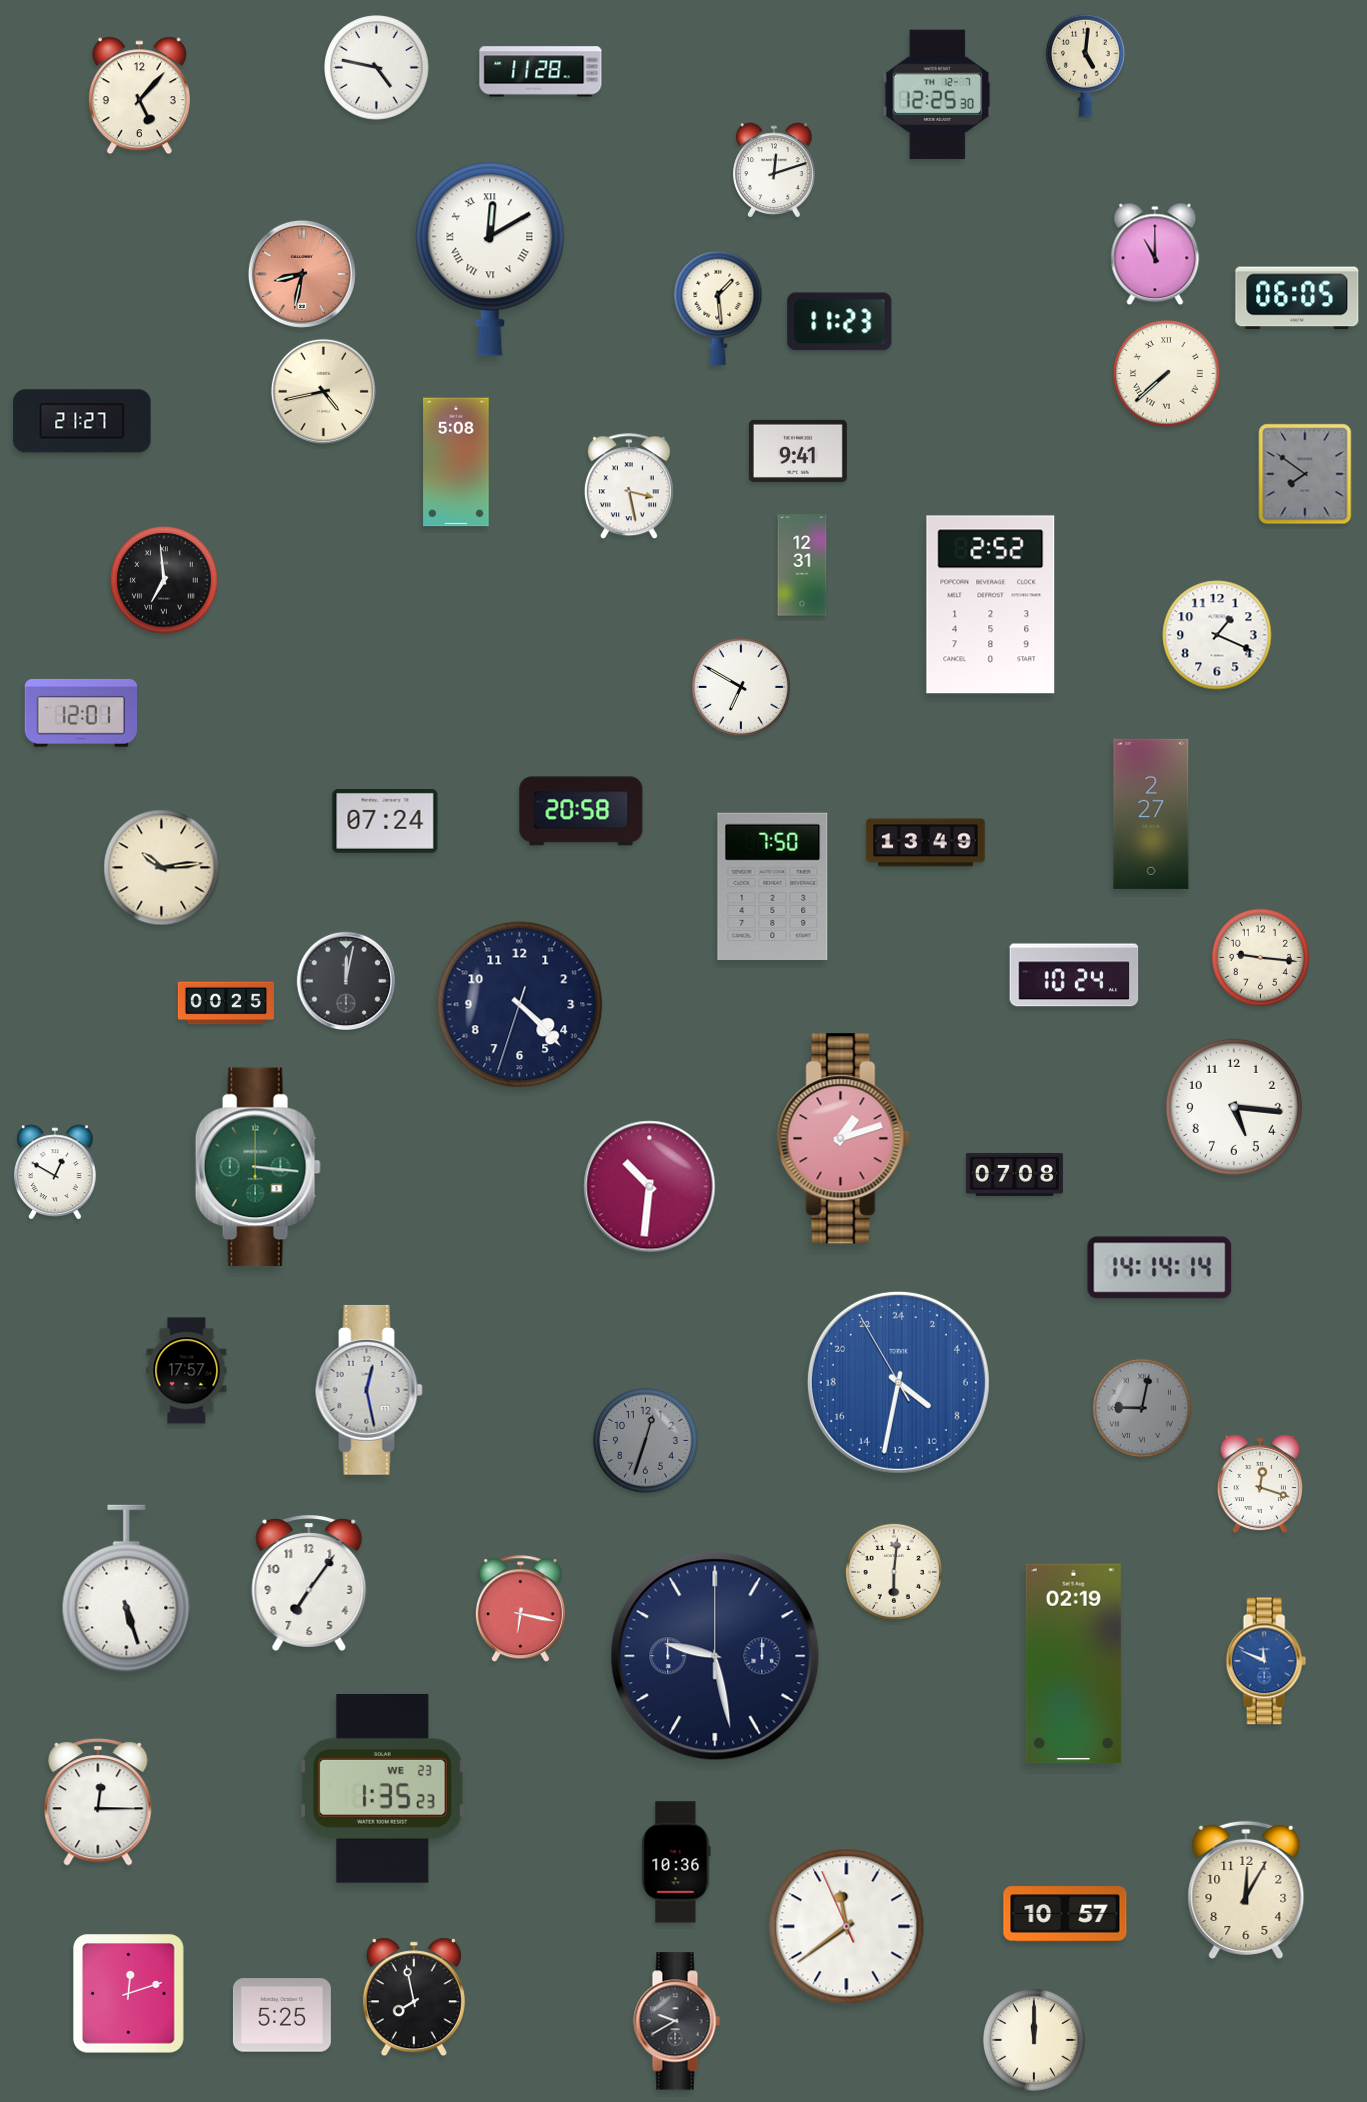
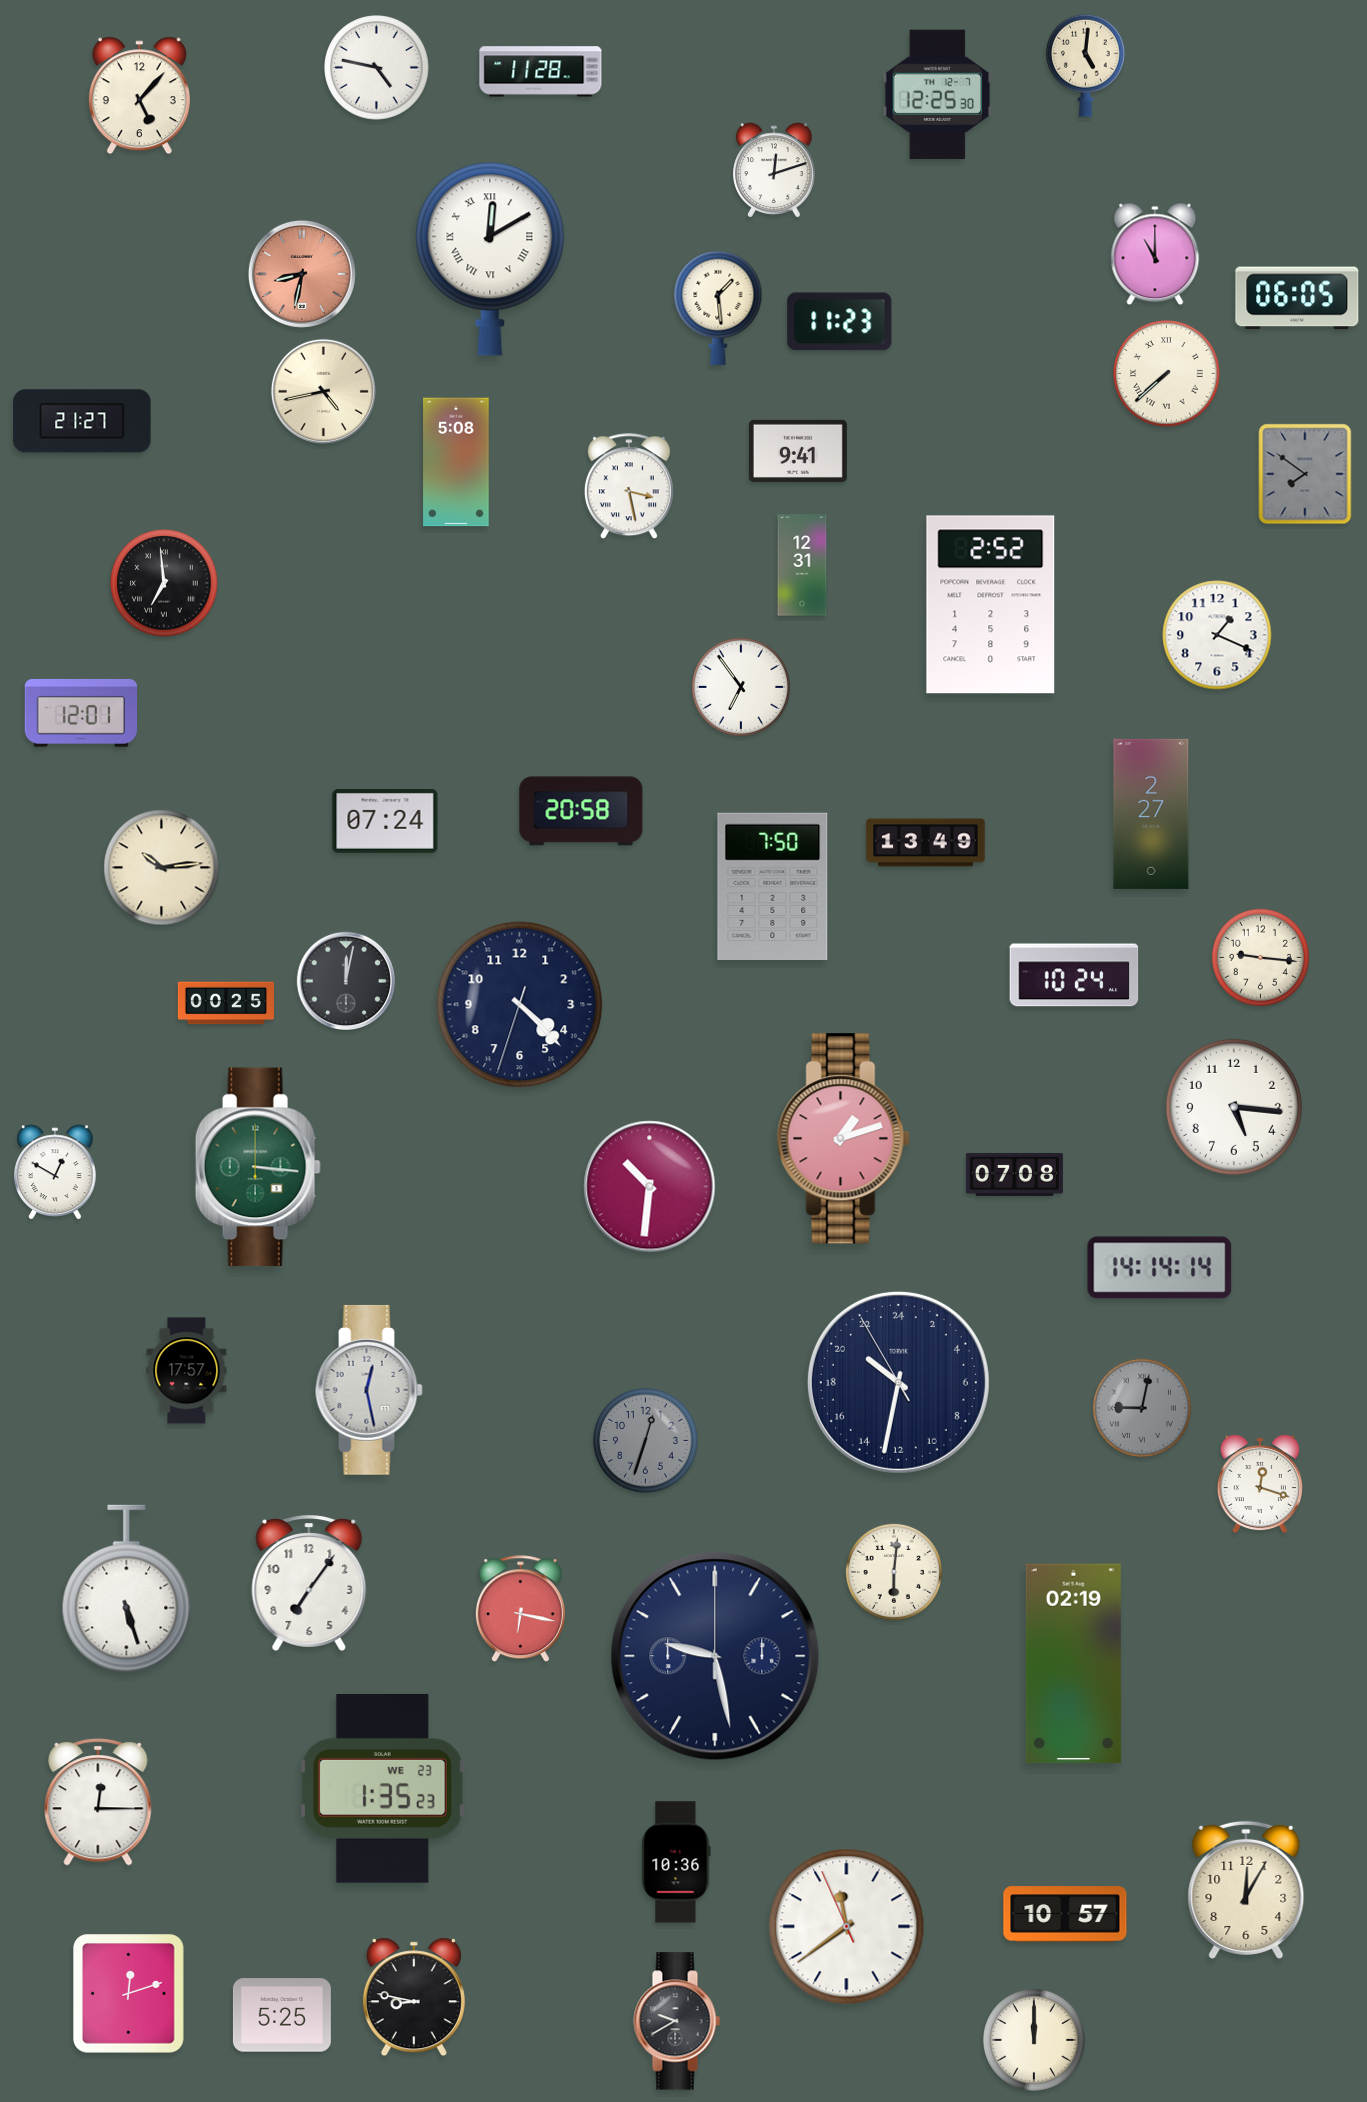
clock at (164, 580) position: (164, 580) -> (164, 583)
clock at (741, 687): 6:50 -> 6:54
clock at (898, 1382): 8:31 -> 20:31
clock at (898, 1382) dial: blue -> navy
clock at (1266, 1661): 11:49 -> none
clock at (414, 1997): 7:58 -> 8:47
